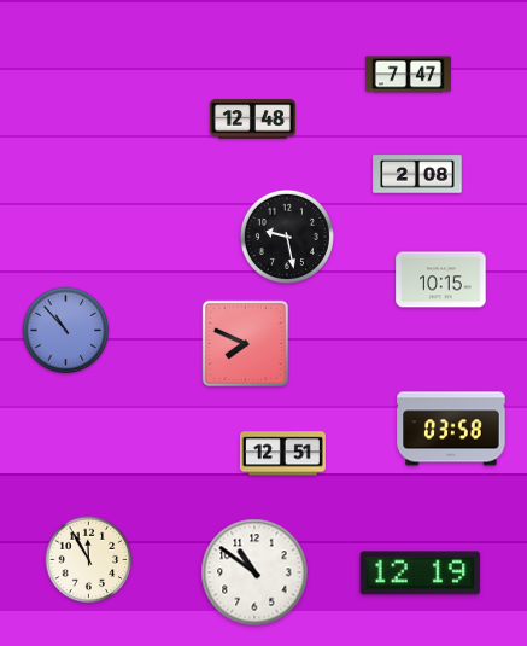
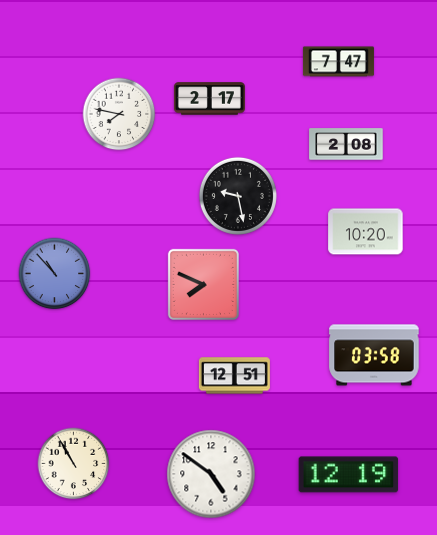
clock at (252, 120): 12:48 -> 2:17
clock at (119, 114): none -> 7:47
clock at (441, 280): 10:15 -> 10:20
clock at (89, 560): 11:55 -> 10:55
clock at (254, 572): 10:51 -> 4:51
